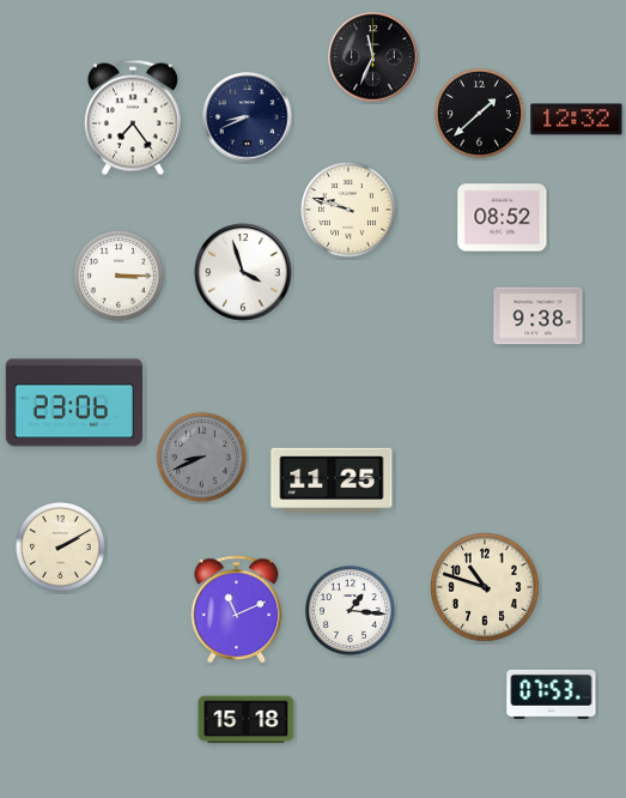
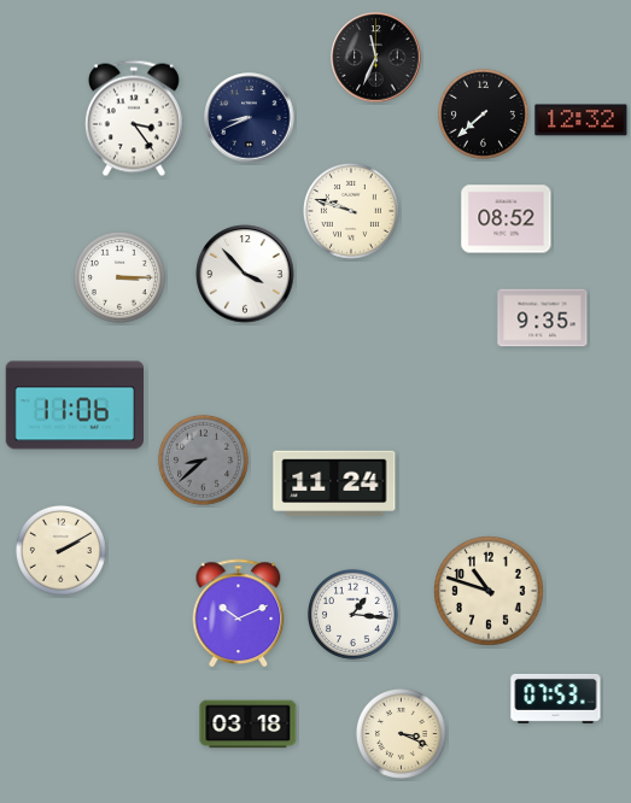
clock at (479, 113): 1:38 -> 7:38
clock at (133, 117): 7:24 -> 3:24
clock at (243, 272): 3:57 -> 3:53
clock at (539, 316): 9:38 -> 9:35
clock at (73, 403): 23:06 -> 11:06
clock at (201, 457): 8:41 -> 8:38
clock at (332, 480): 11:25 -> 11:24
clock at (237, 609): 11:11 -> 10:11
clock at (247, 720): 15:18 -> 03:18
clock at (401, 733): none -> 3:19
